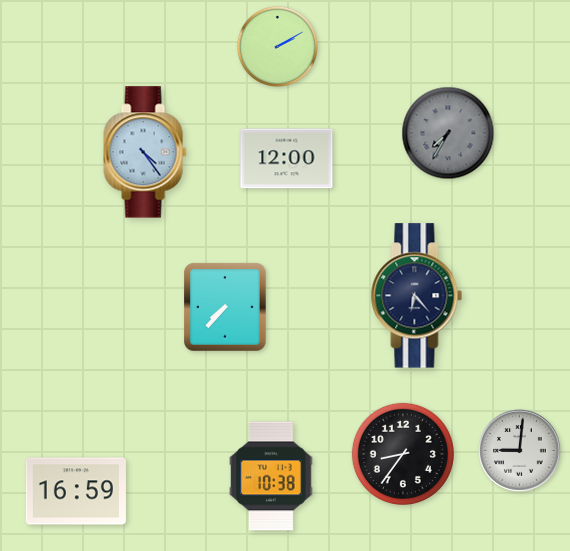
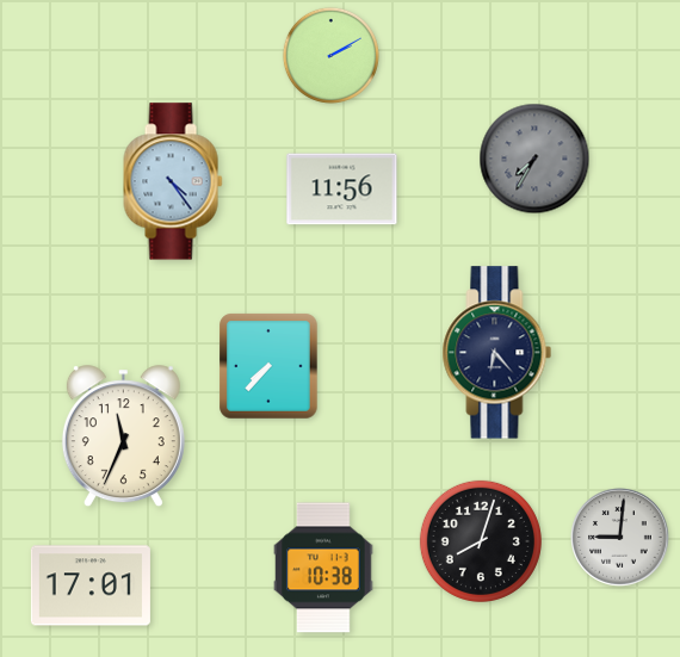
clock at (287, 159): 12:00 -> 11:56
clock at (123, 436): none -> 11:34
clock at (403, 454): 8:36 -> 8:03
clock at (76, 491): 16:59 -> 17:01
